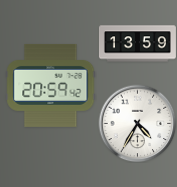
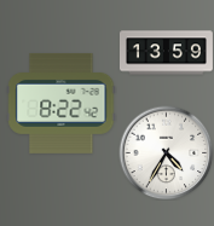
clock at (51, 85): 20:59 -> 8:22
clock at (137, 123) position: (137, 123) -> (166, 152)
